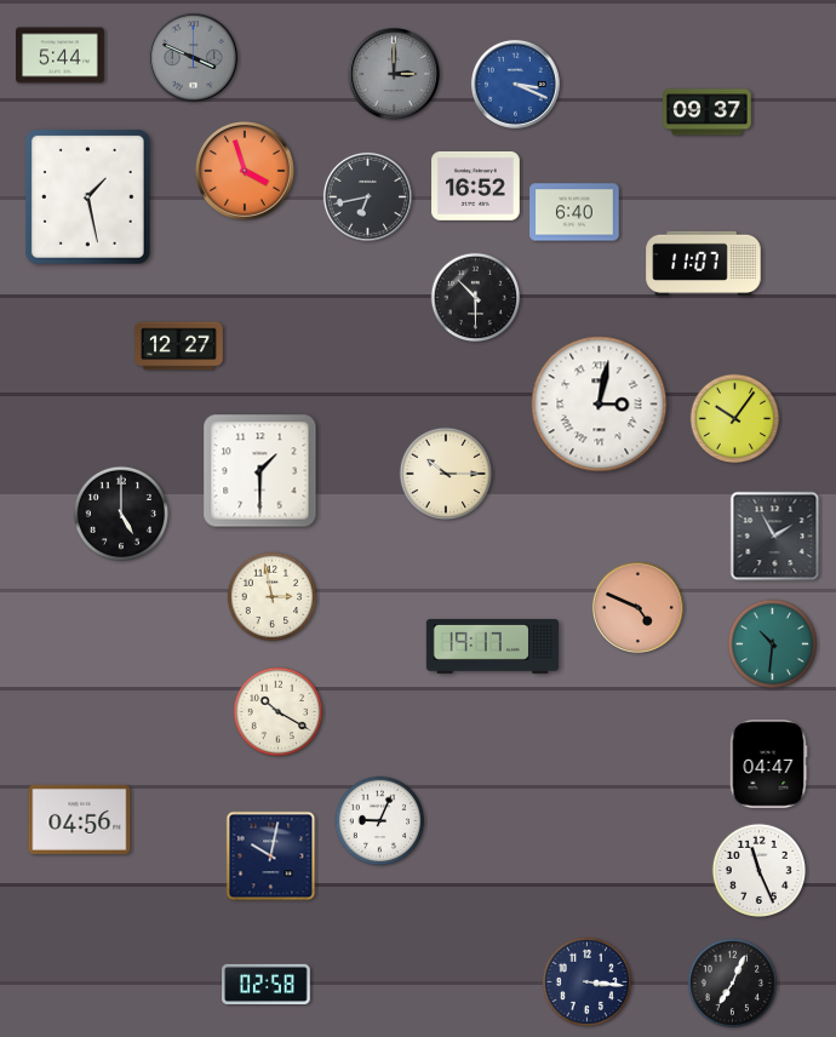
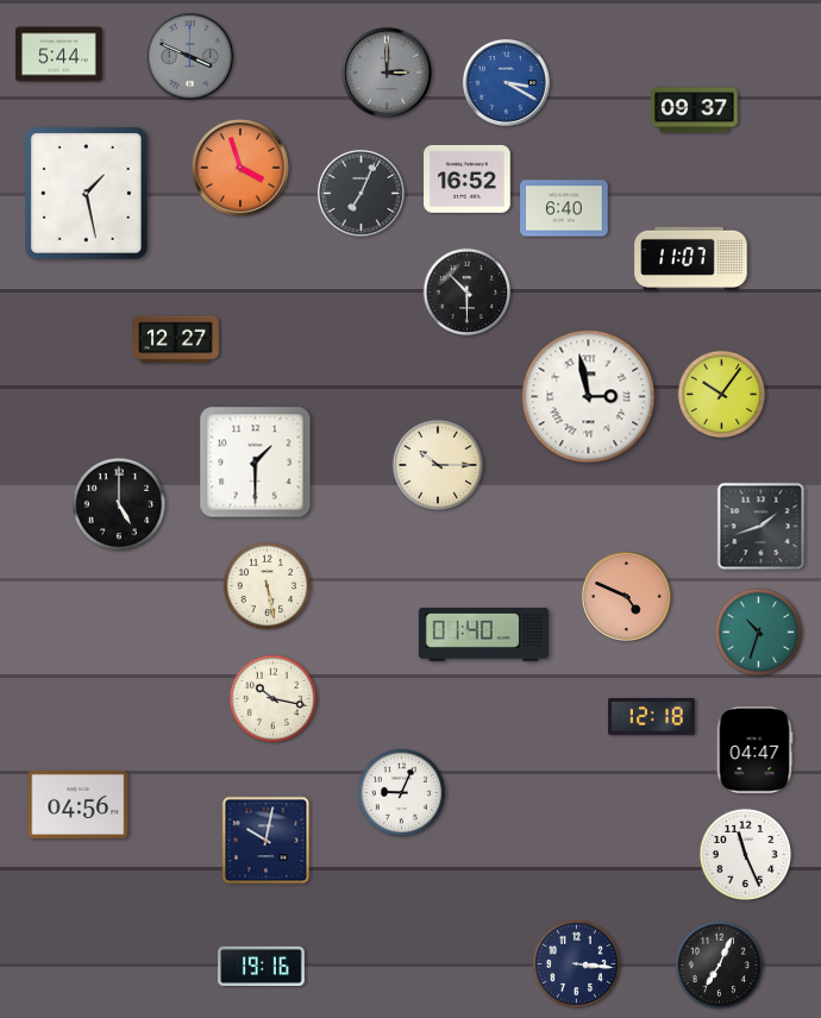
clock at (515, 84): 3:19 -> 3:20
clock at (476, 185) position: (476, 185) -> (468, 178)
clock at (367, 196): 6:43 -> 7:04
clock at (600, 405): 3:02 -> 2:58
clock at (735, 419) position: (735, 419) -> (722, 395)
clock at (775, 537): 1:55 -> 1:42
clock at (273, 597): 2:58 -> 5:28
clock at (773, 644): 10:31 -> 10:33
clock at (492, 646): 19:17 -> 01:40
clock at (279, 712): 10:20 -> 10:17
clock at (652, 717): none -> 12:18
clock at (380, 821) position: (380, 821) -> (402, 793)
clock at (267, 985): 02:58 -> 19:16
